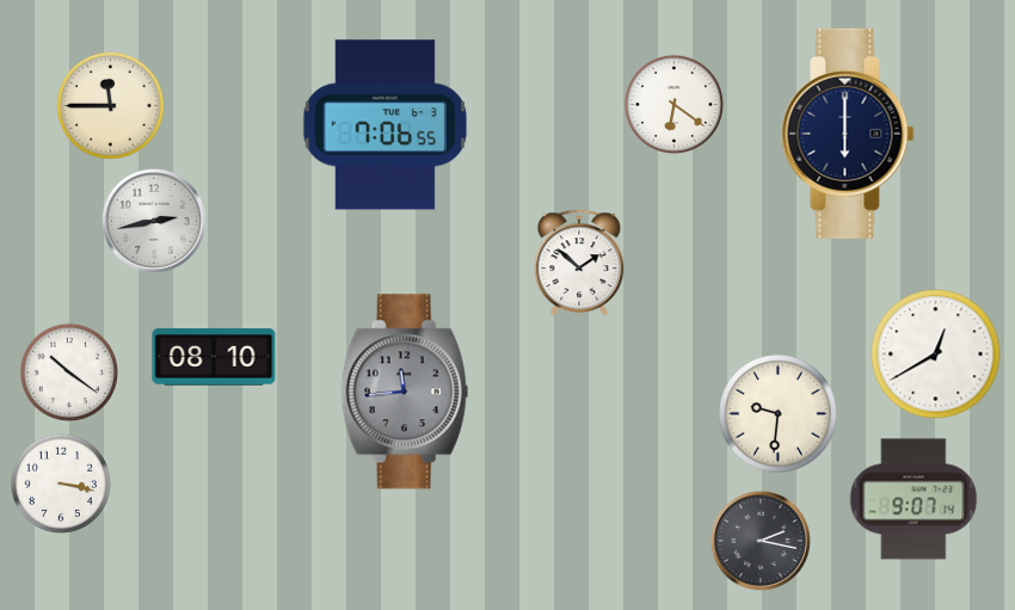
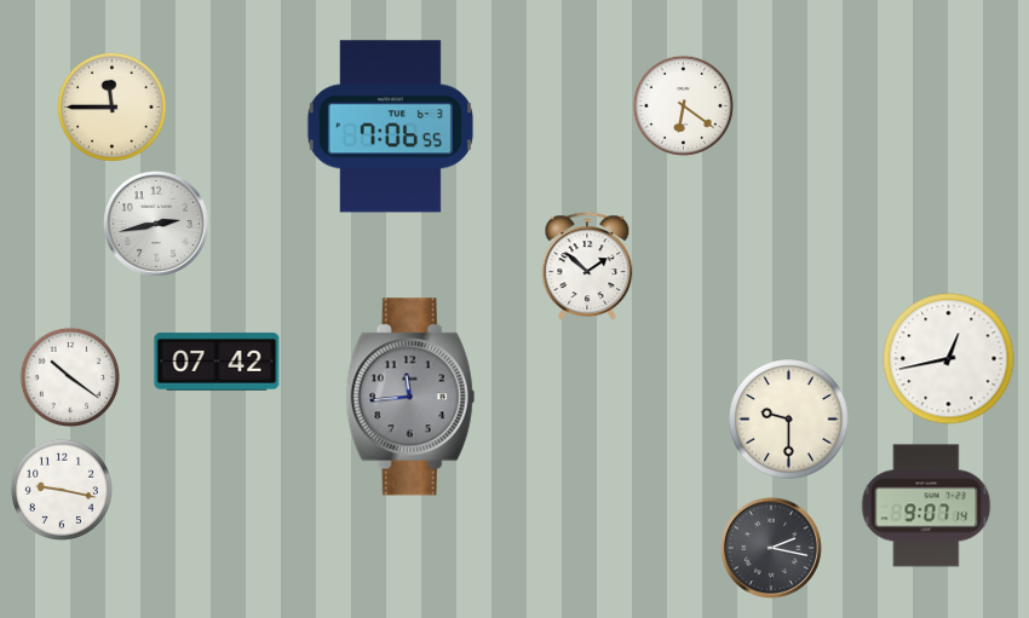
clock at (848, 134): 6:00 -> none
clock at (936, 355): 12:40 -> 12:43
clock at (214, 357): 08:10 -> 07:42
clock at (779, 414): 9:31 -> 9:30
clock at (61, 483): 3:17 -> 9:17
